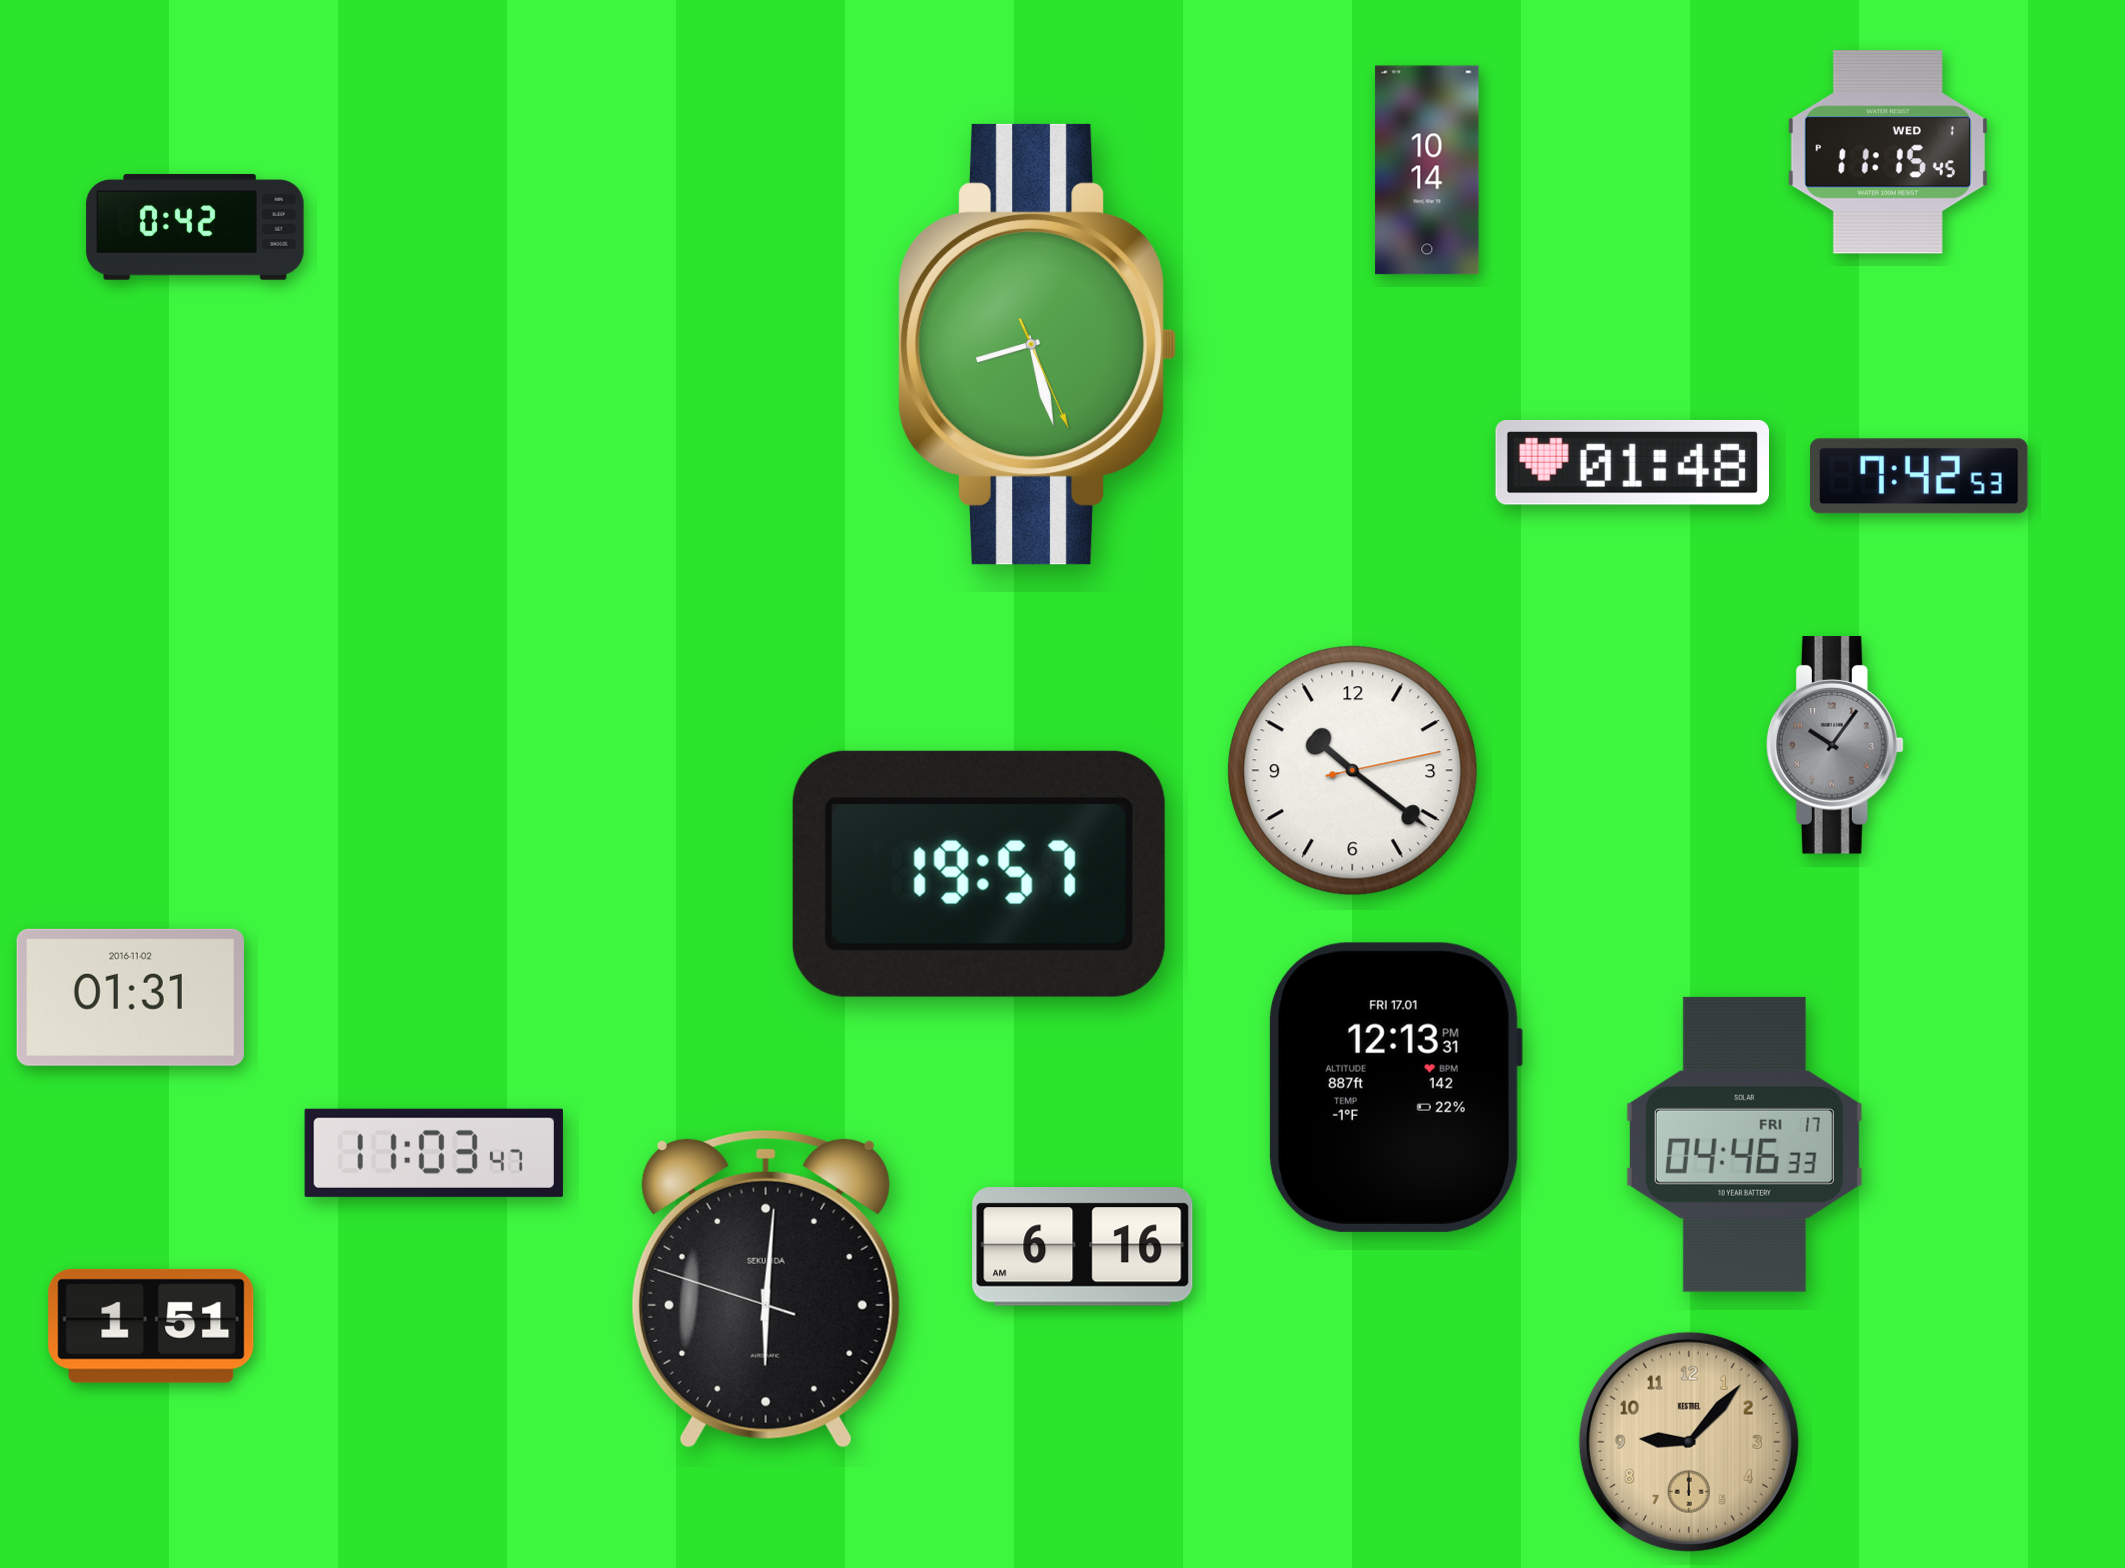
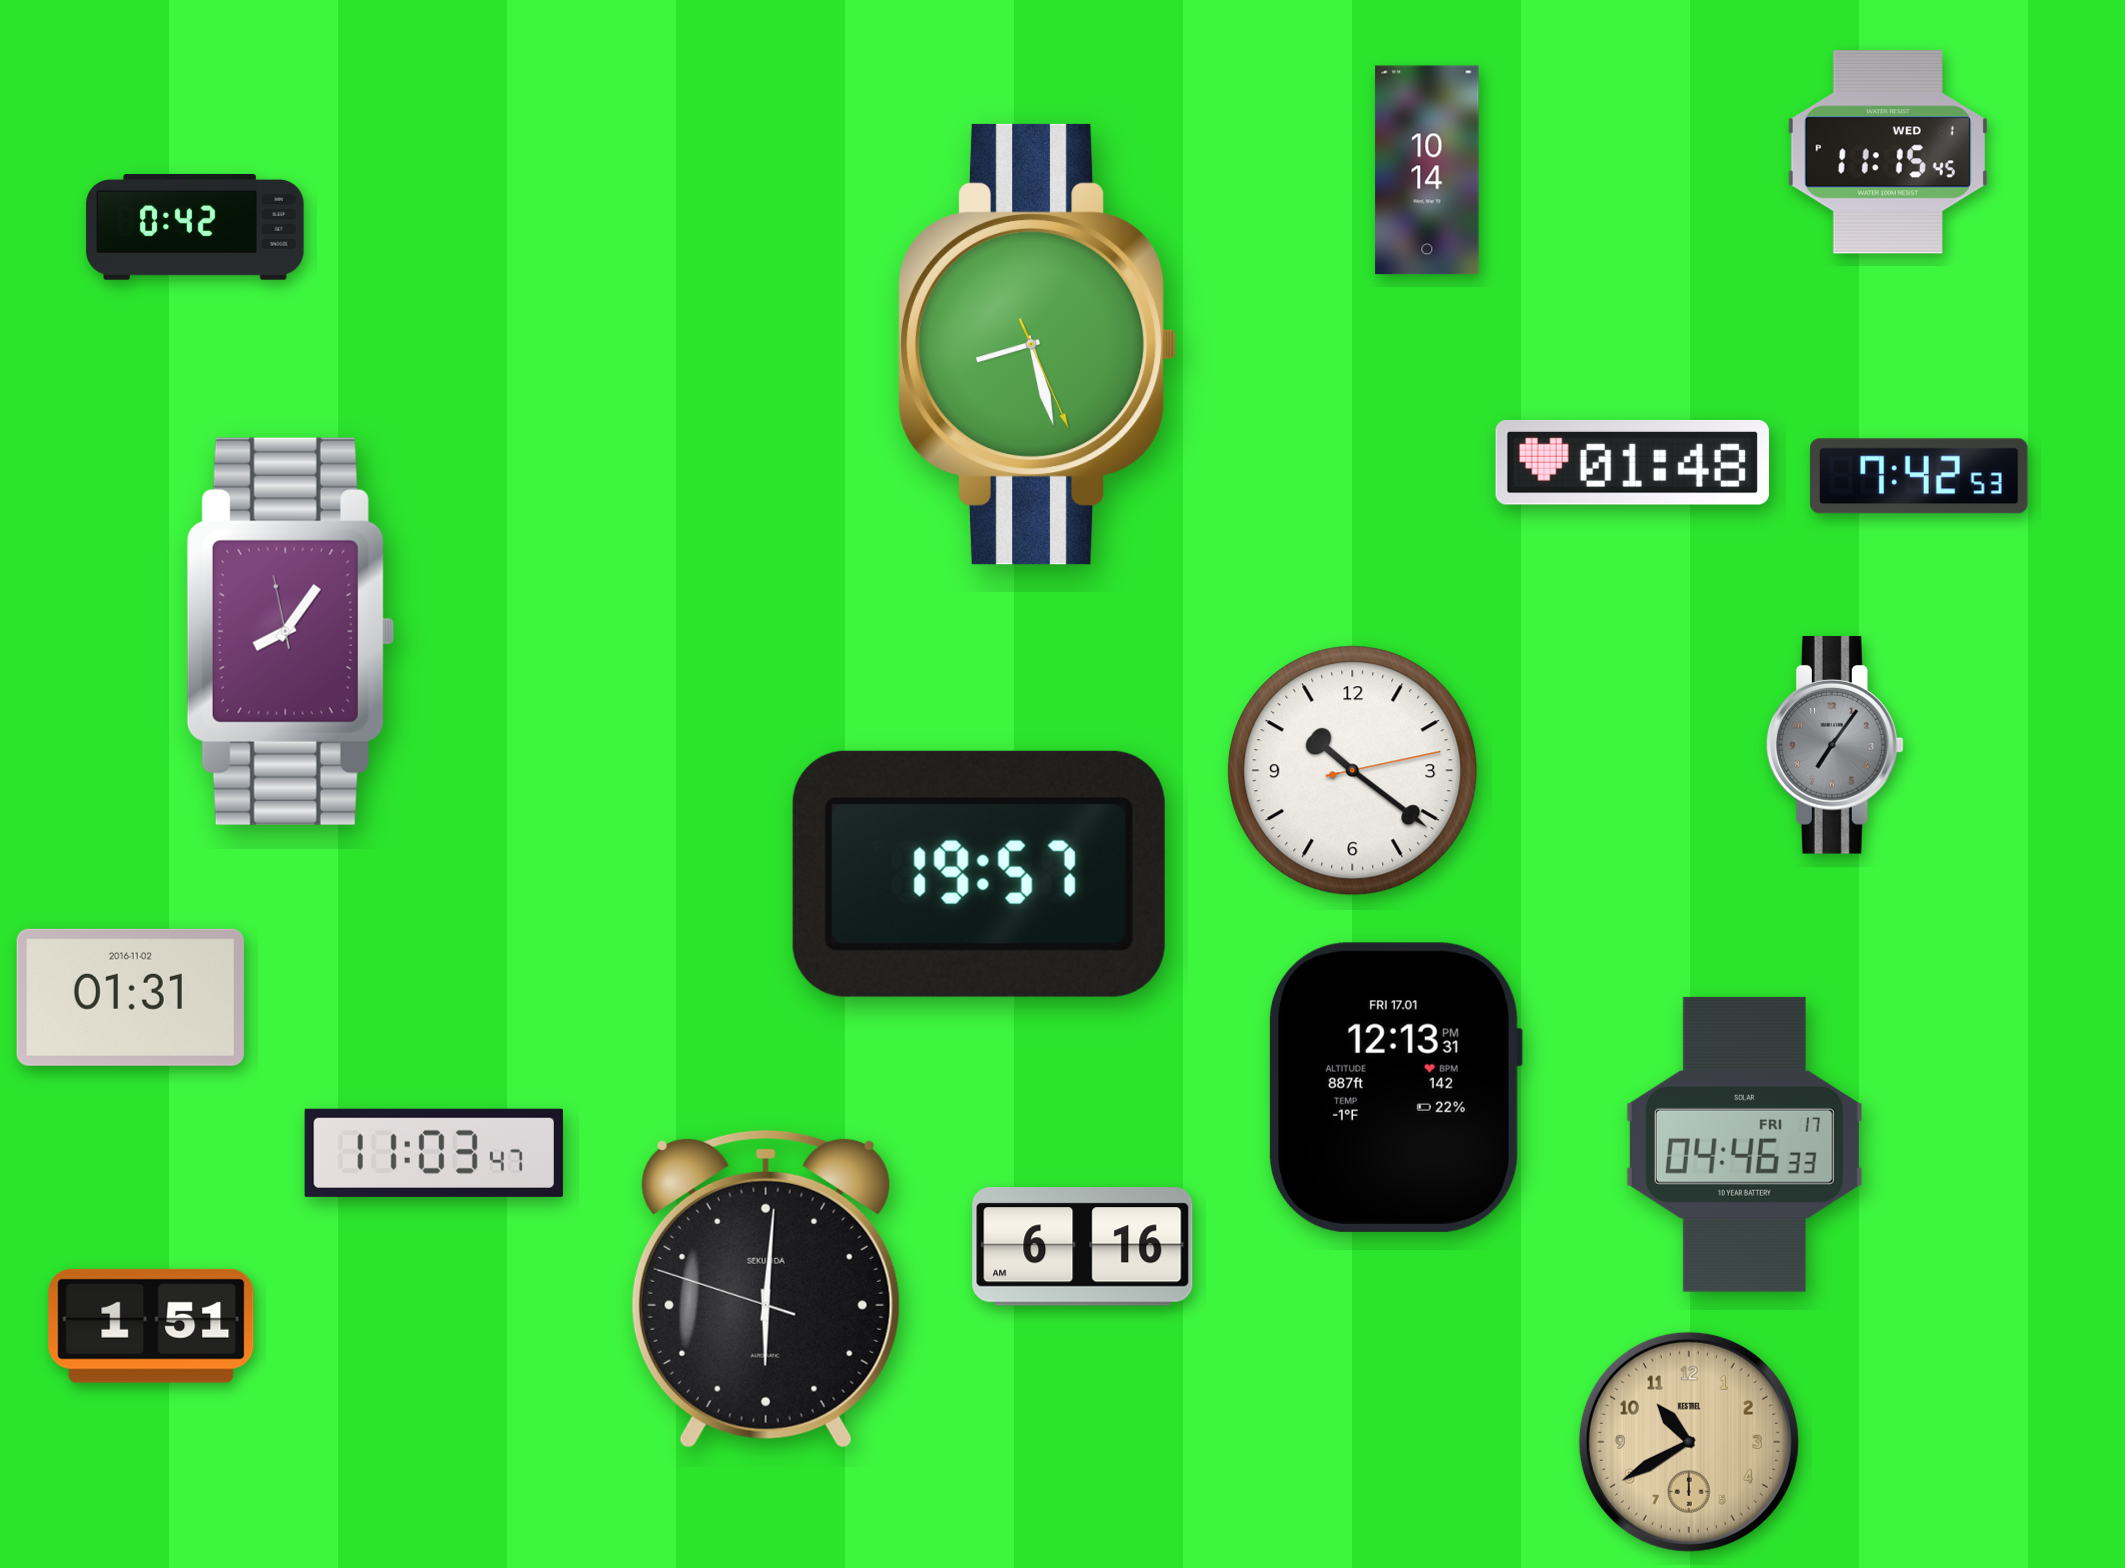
clock at (290, 631): none -> 8:05
clock at (1835, 745): 10:06 -> 7:06
clock at (1689, 1442): 9:07 -> 10:40
